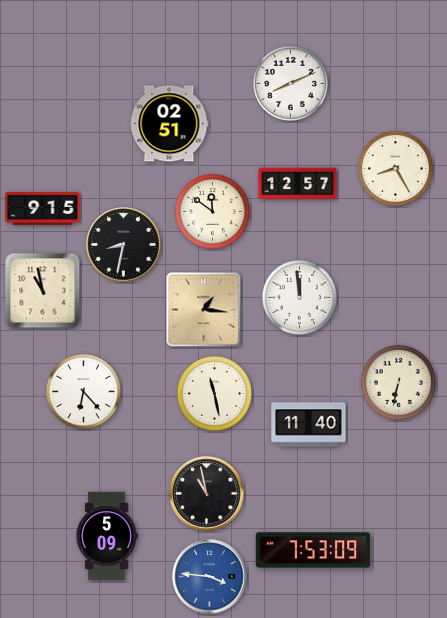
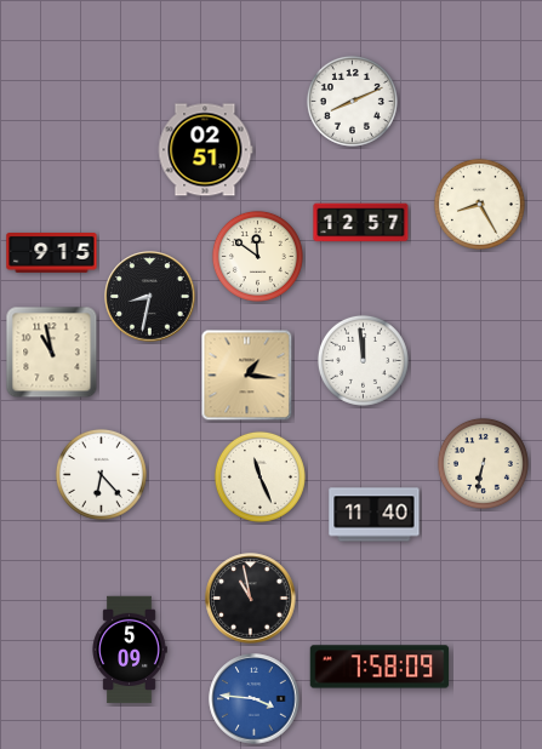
clock at (214, 393): 11:28 -> 11:26
clock at (313, 550): 7:53 -> 7:58
